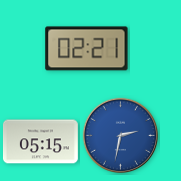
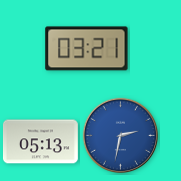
clock at (87, 49): 02:21 -> 03:21
clock at (40, 142): 05:15 -> 05:13
